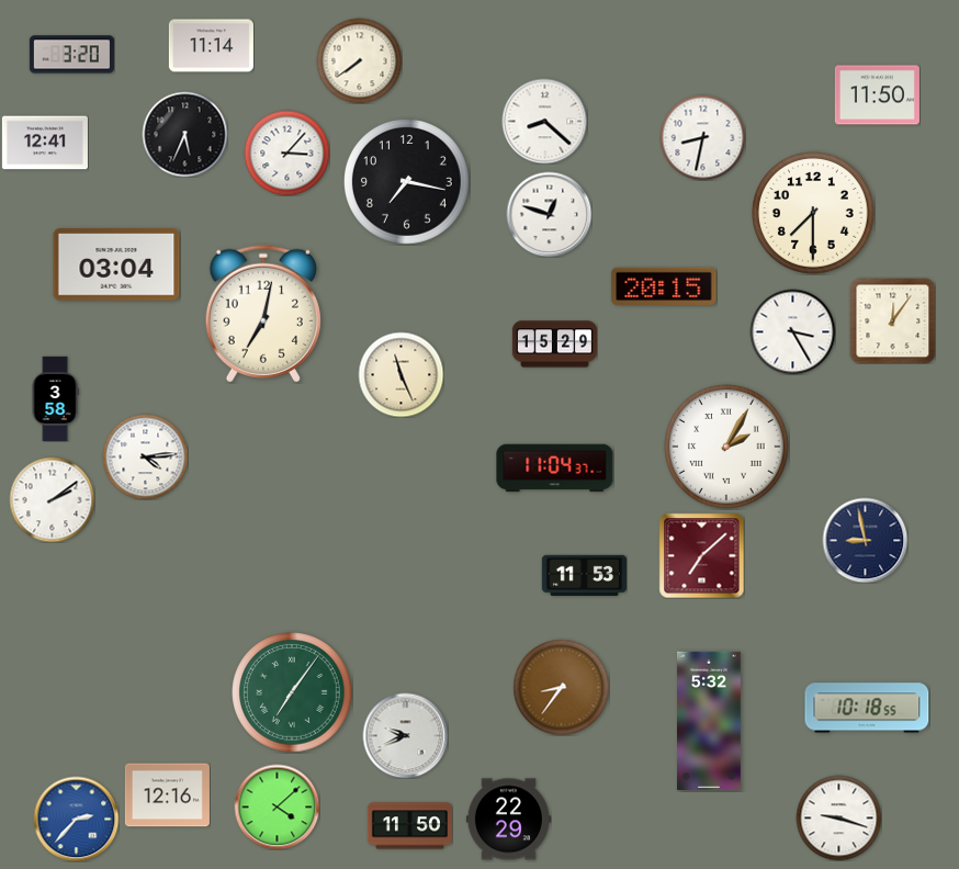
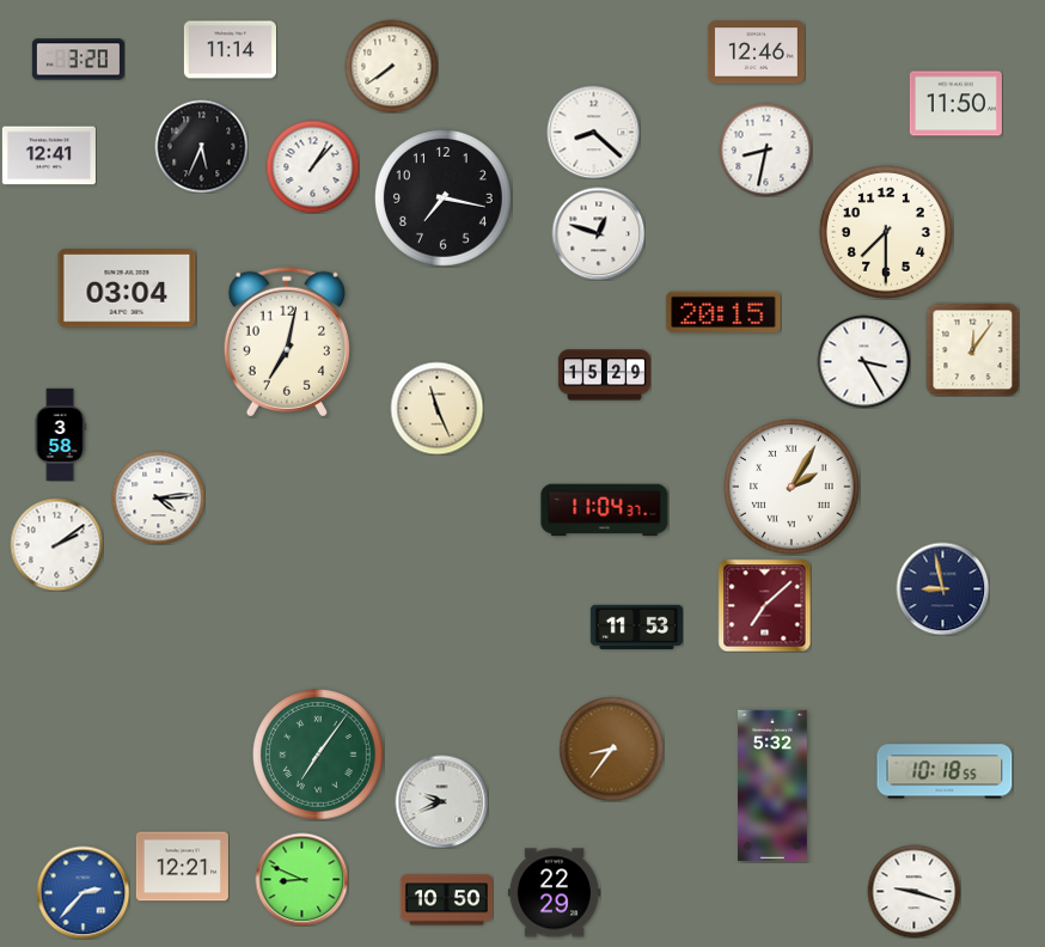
clock at (756, 53): none -> 12:46
clock at (286, 153): 3:07 -> 1:07
clock at (167, 795): 12:16 -> 12:21
clock at (277, 806): 4:08 -> 8:49
clock at (409, 826): 11:50 -> 10:50
